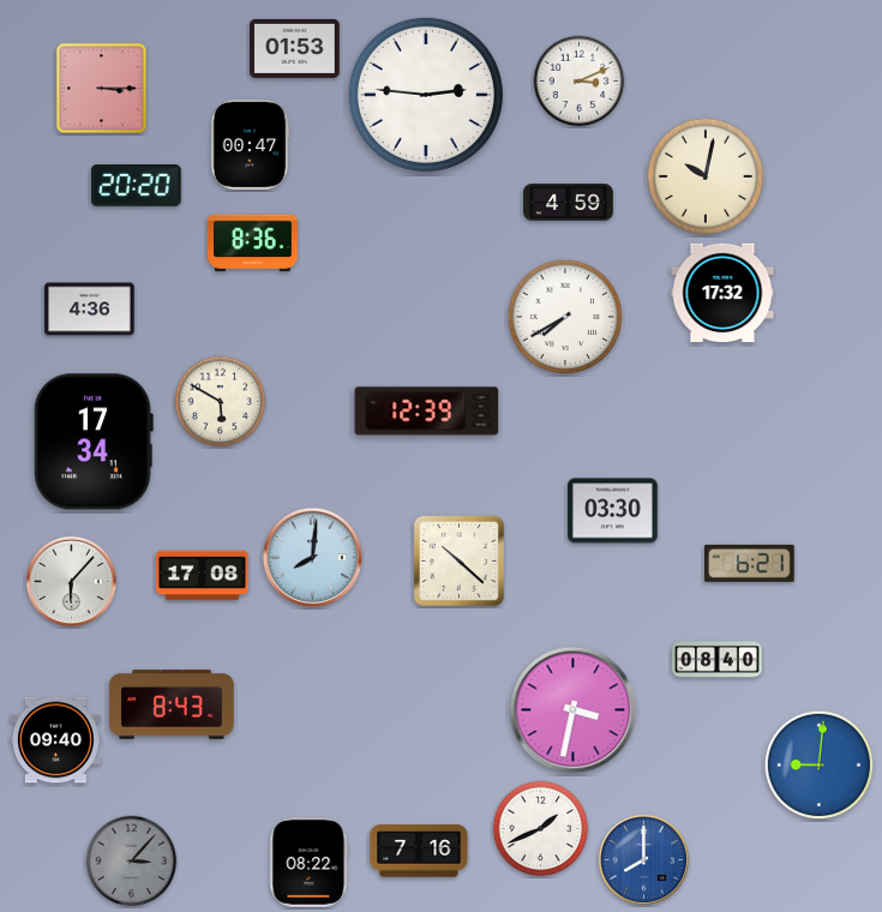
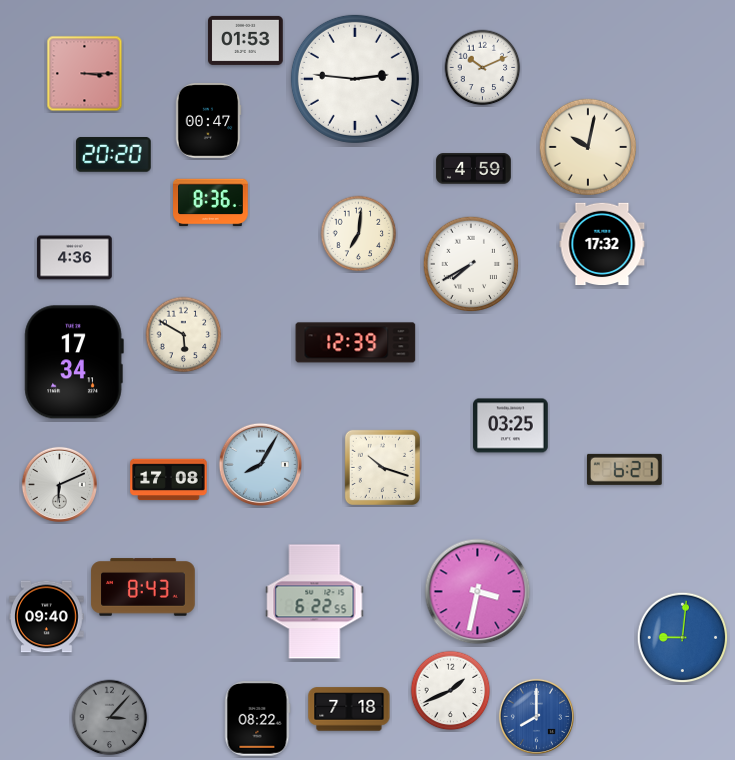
clock at (580, 82): 3:11 -> 10:11
clock at (359, 234): none -> 7:01
clock at (94, 442) position: (94, 442) -> (74, 362)
clock at (613, 511): 03:30 -> 03:25
clock at (312, 557): 8:01 -> 8:05
clock at (458, 560): 10:22 -> 10:18
clock at (71, 581): 6:07 -> 6:11
clock at (718, 660): 08:40 -> none
clock at (315, 602): none -> 6:22
clock at (419, 851): 7:16 -> 7:18
